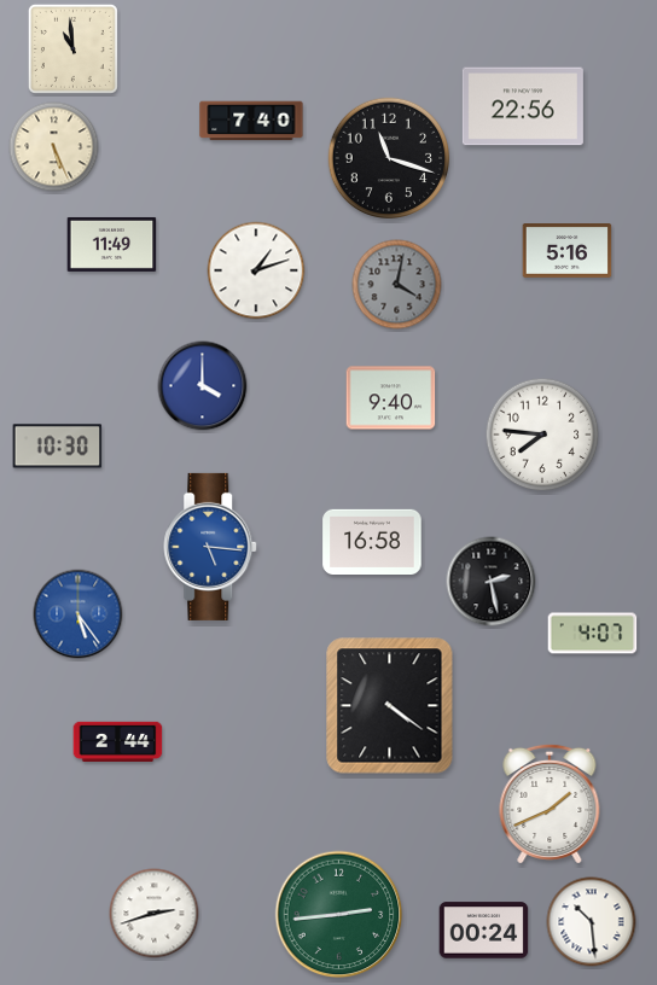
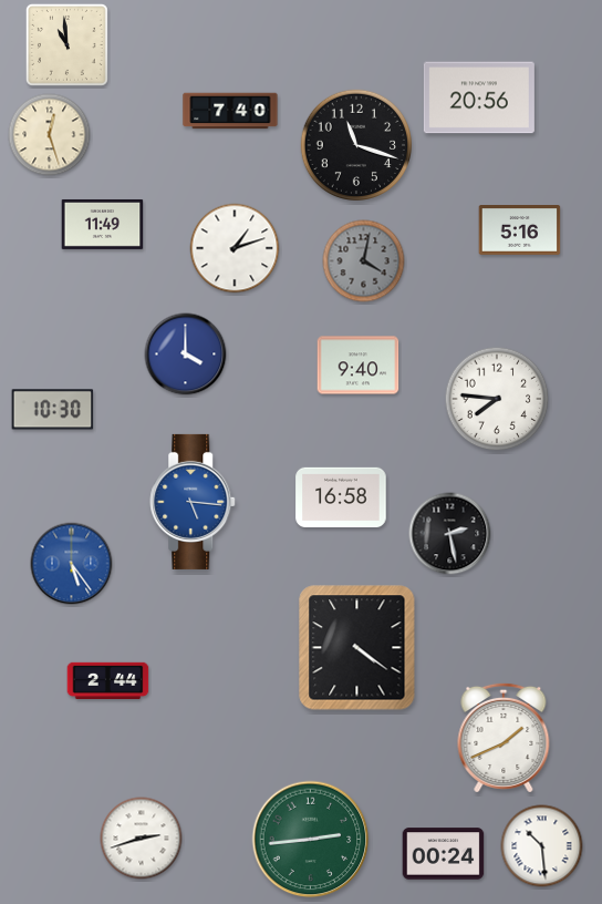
clock at (523, 106): 22:56 -> 20:56
clock at (54, 147): 5:26 -> 12:27
clock at (593, 634): 4:07 -> none
